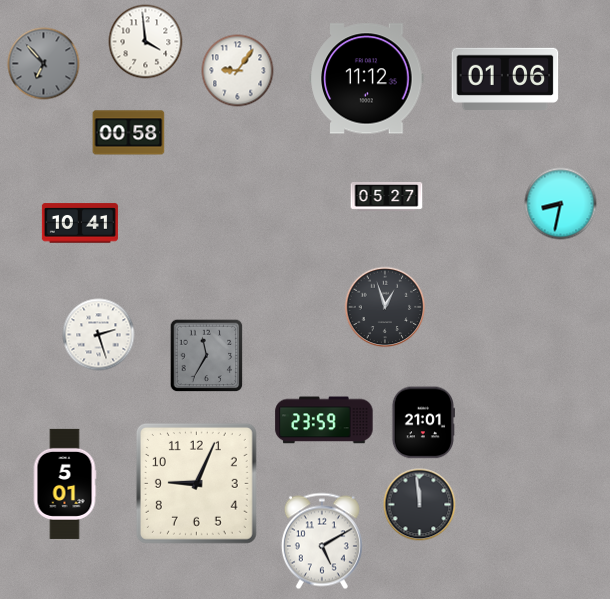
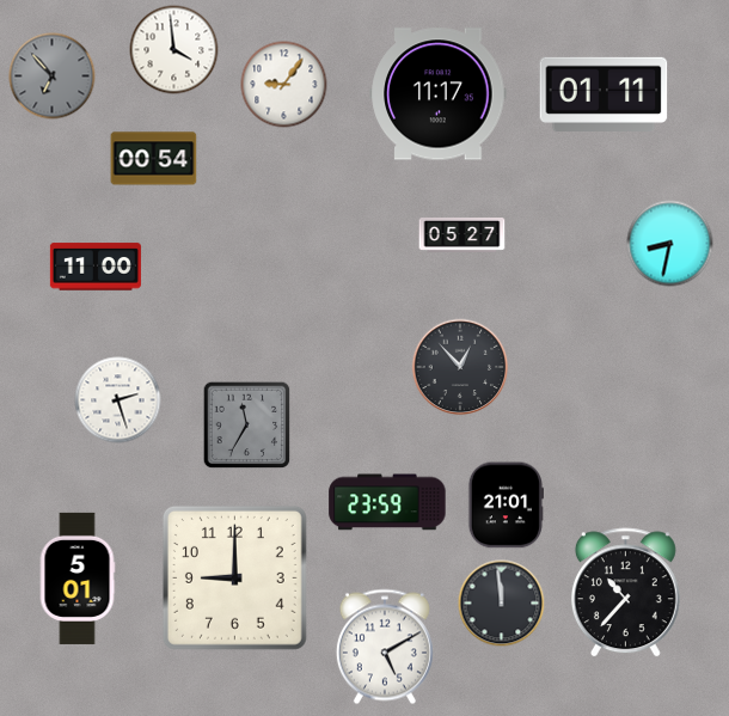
clock at (367, 79): 11:12 -> 11:17
clock at (505, 79): 01:06 -> 01:11
clock at (129, 133): 00:58 -> 00:54
clock at (80, 223): 10:41 -> 11:00
clock at (385, 307): 12:57 -> 12:53
clock at (196, 483): 9:04 -> 9:00
clock at (625, 593): none -> 10:37
